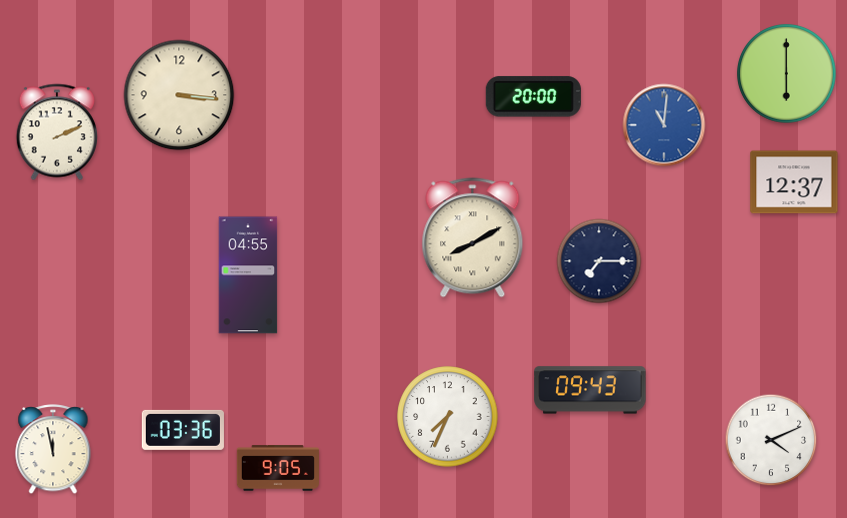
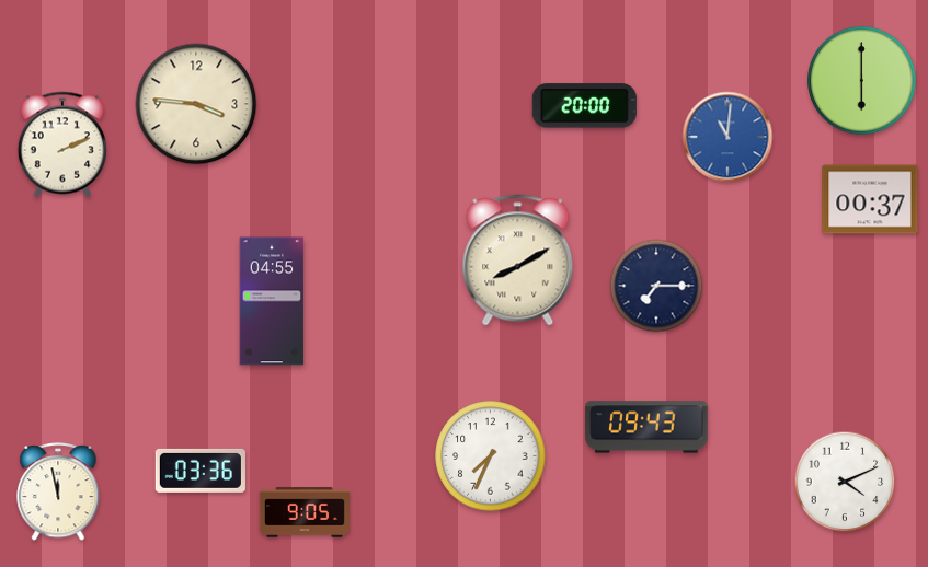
clock at (179, 95): 3:16 -> 3:46
clock at (794, 182): 12:37 -> 00:37
